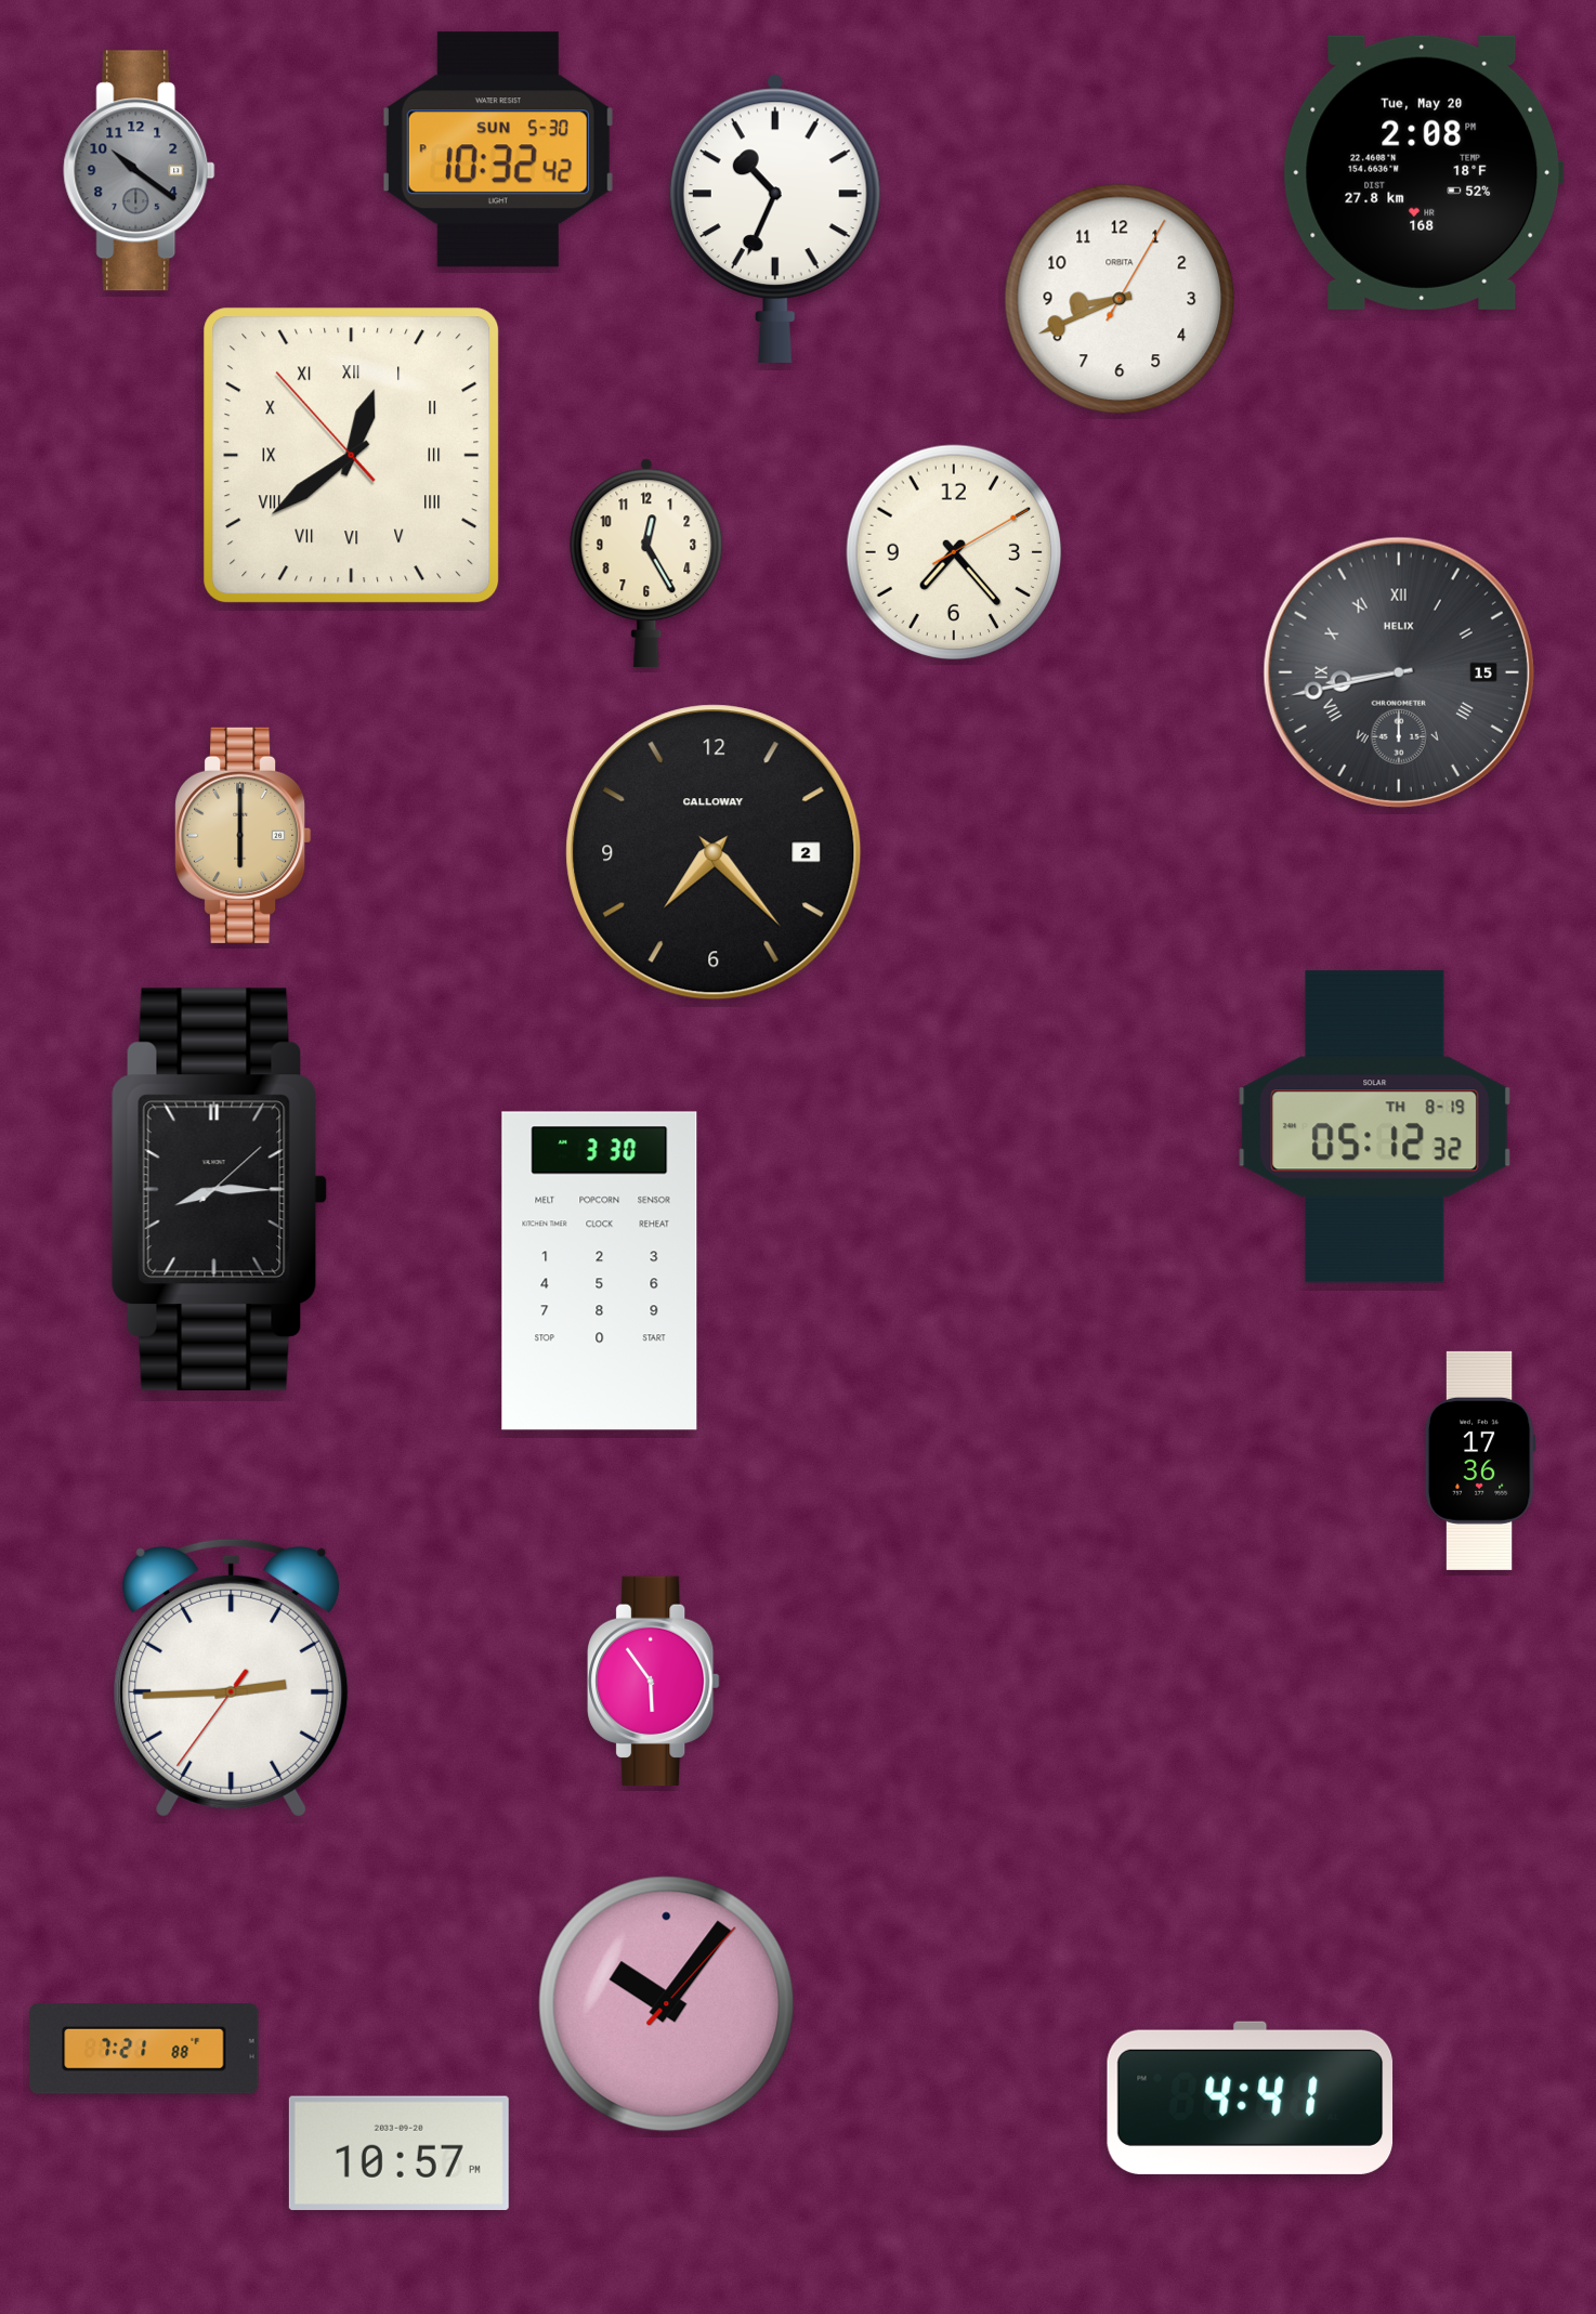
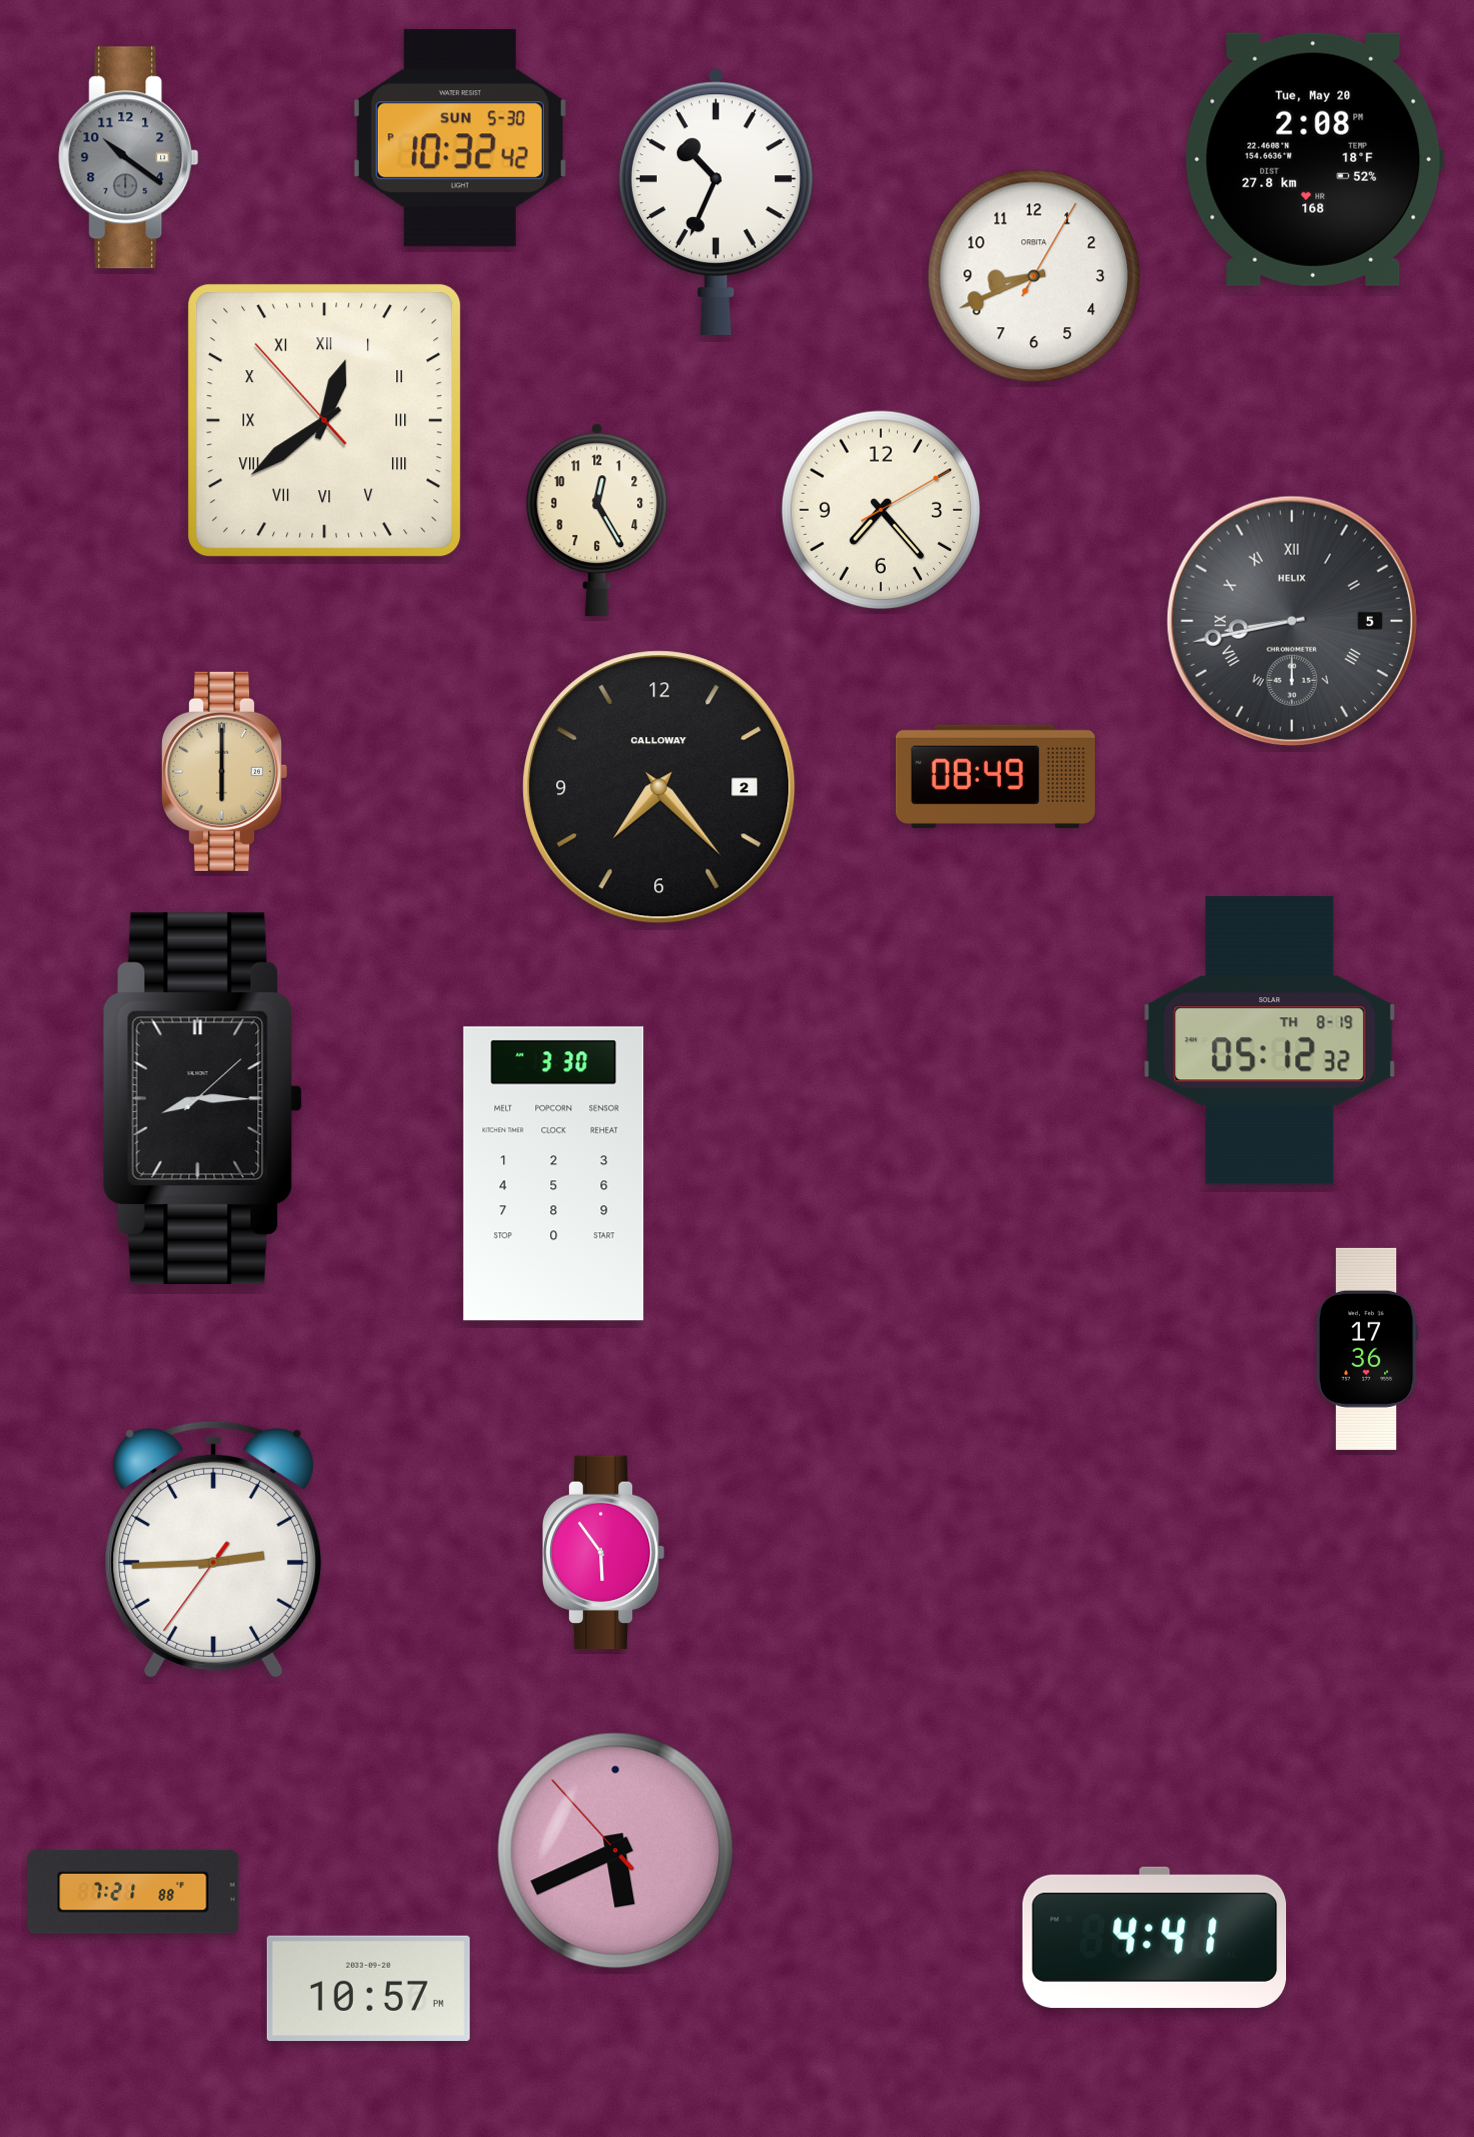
clock at (1399, 672) date: 15 -> 5
clock at (995, 776): none -> 08:49
clock at (667, 2004): 10:06 -> 5:40
